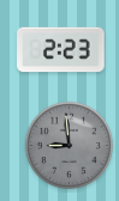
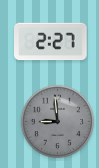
clock at (61, 50): 2:23 -> 2:27
